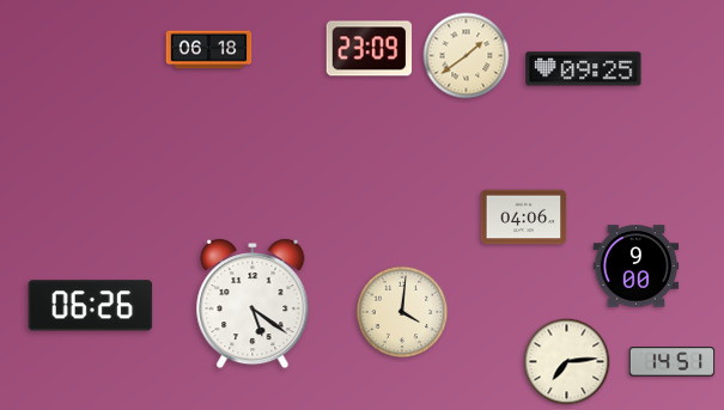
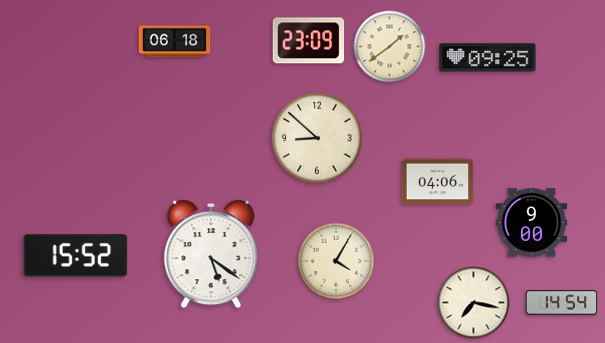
clock at (317, 138): none -> 8:52
clock at (91, 306): 06:26 -> 15:52
clock at (402, 312): 4:01 -> 4:05
clock at (567, 362): 7:14 -> 7:17
clock at (673, 362): 14:51 -> 14:54
